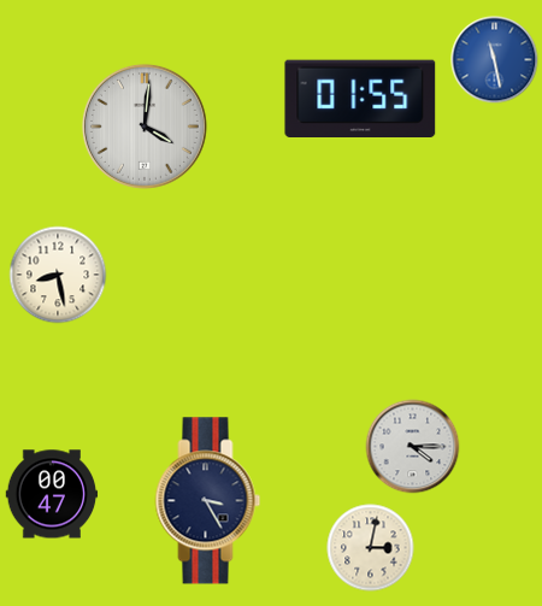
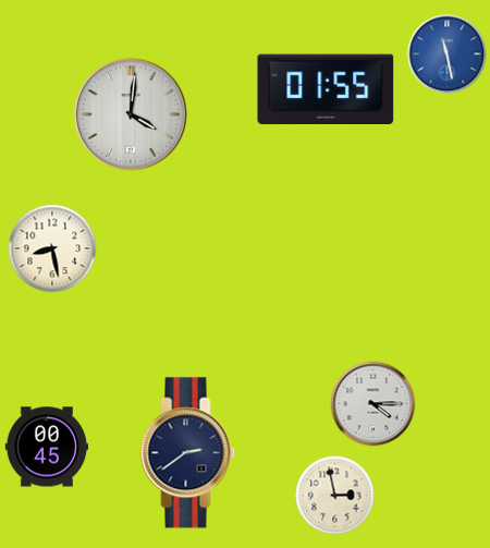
clock at (52, 494): 00:47 -> 00:45
clock at (208, 501): 3:25 -> 2:39
clock at (371, 548): 3:02 -> 2:58
